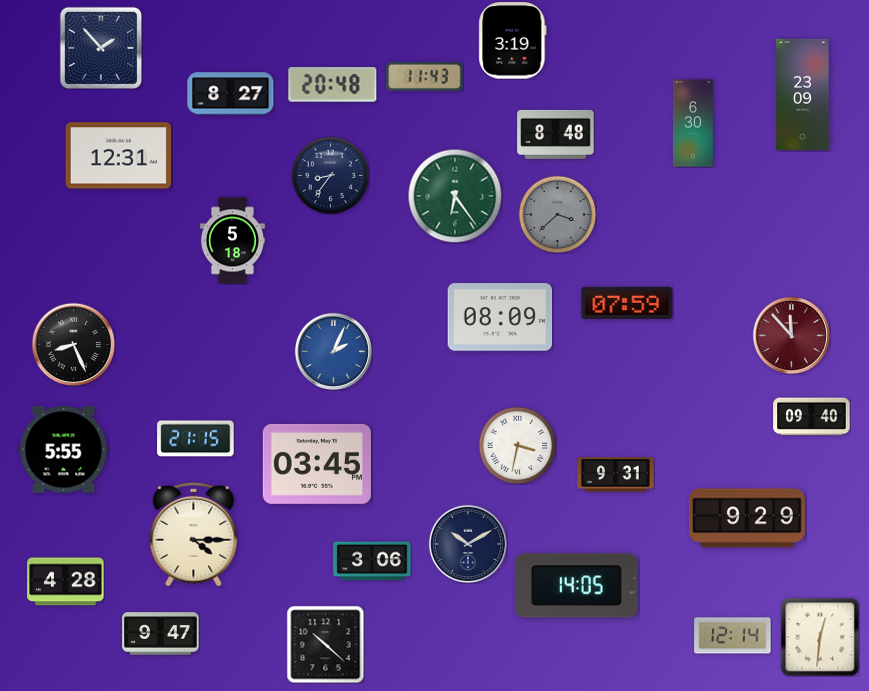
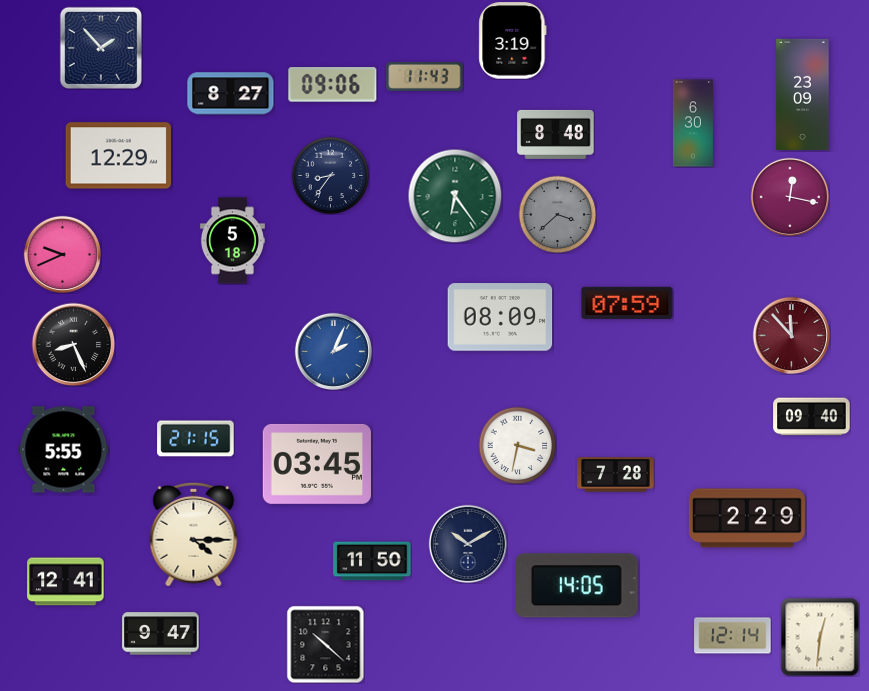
clock at (333, 85): 20:48 -> 09:06
clock at (119, 156): 12:31 -> 12:29
clock at (790, 197): none -> 12:17
clock at (62, 254): none -> 9:41
clock at (616, 475): 9:31 -> 7:28
clock at (747, 518): 9:29 -> 2:29
clock at (372, 561): 3:06 -> 11:50
clock at (66, 582): 4:28 -> 12:41
